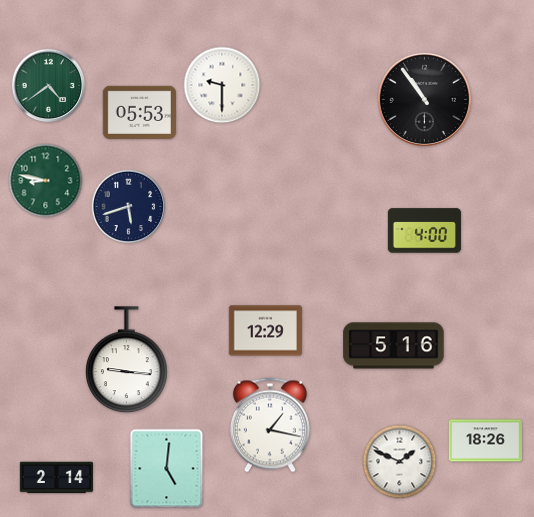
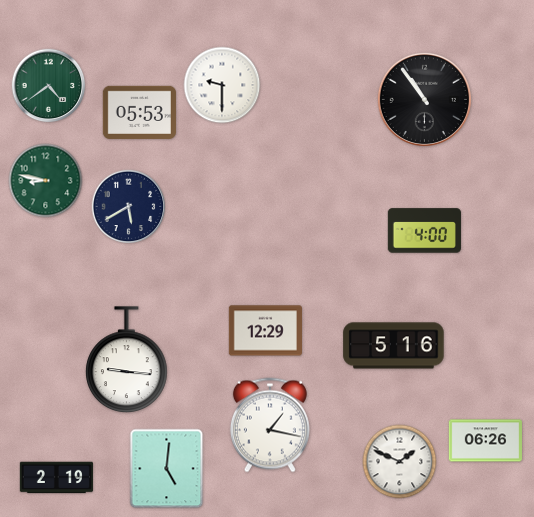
clock at (129, 207): 5:42 -> 5:40
clock at (485, 441): 18:26 -> 06:26
clock at (56, 478): 2:14 -> 2:19
